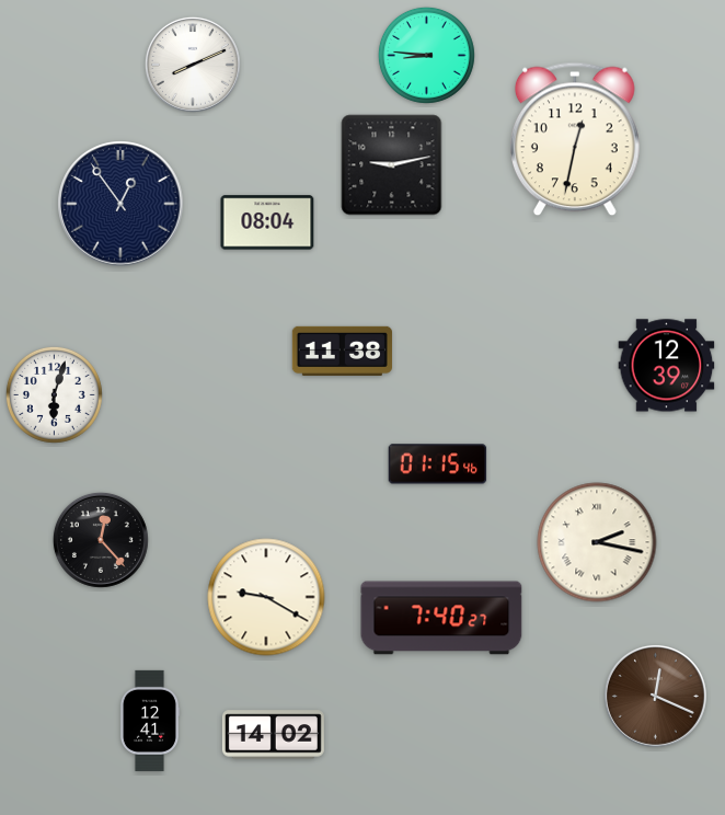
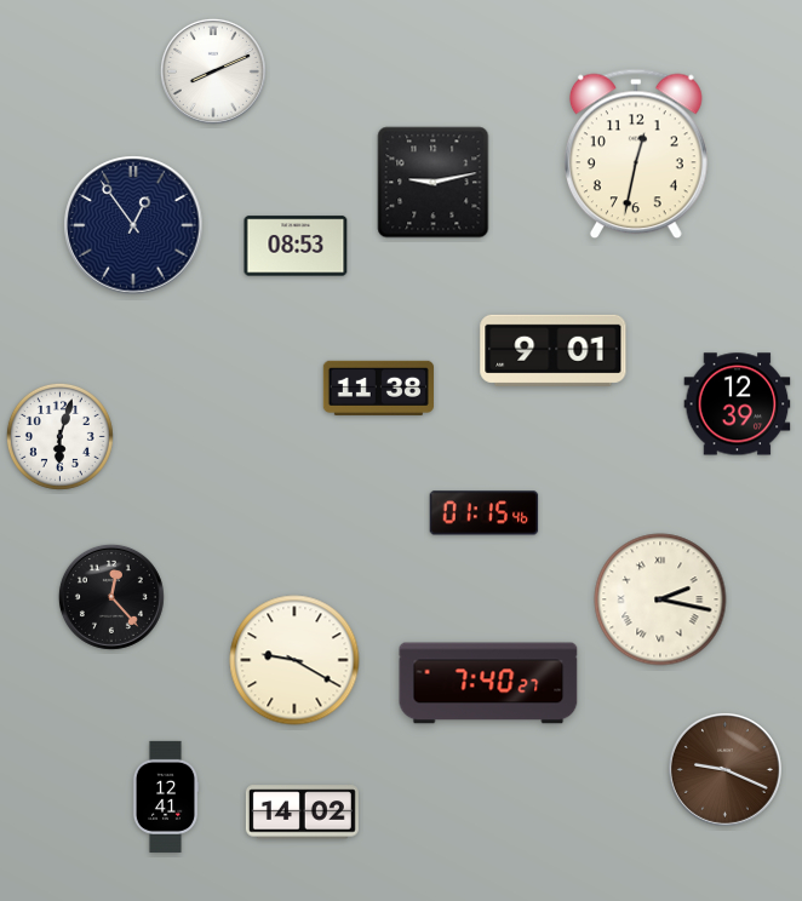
clock at (426, 55): 8:46 -> none
clock at (267, 222): 08:04 -> 08:53
clock at (554, 350): none -> 9:01
clock at (655, 696): 12:19 -> 9:19
